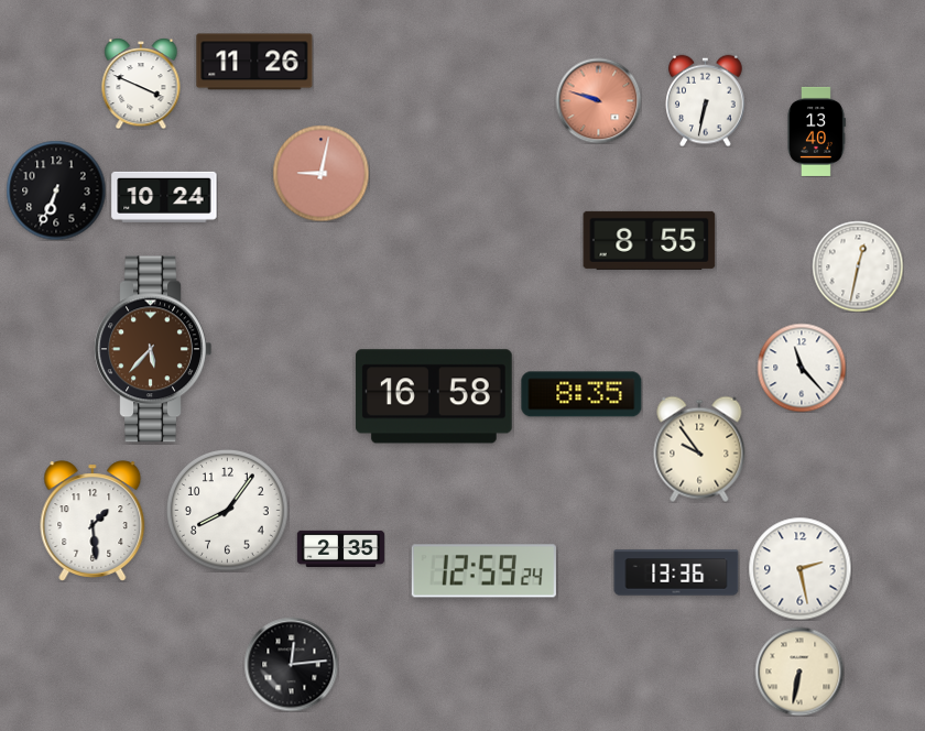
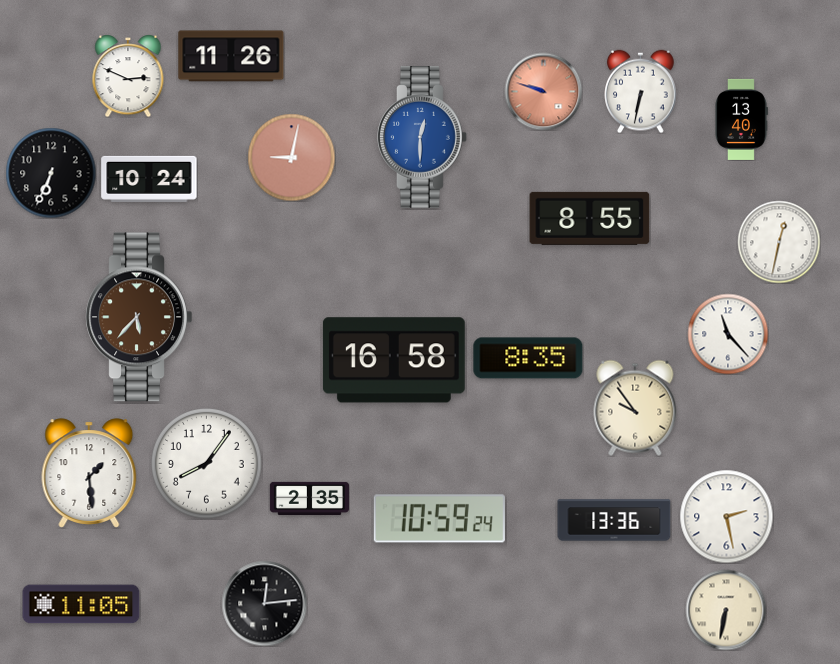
clock at (141, 84): 3:49 -> 2:49
clock at (423, 137): none -> 12:30
clock at (92, 521) position: (92, 521) -> (89, 473)
clock at (483, 571): 12:59 -> 10:59
clock at (81, 604): none -> 11:05
